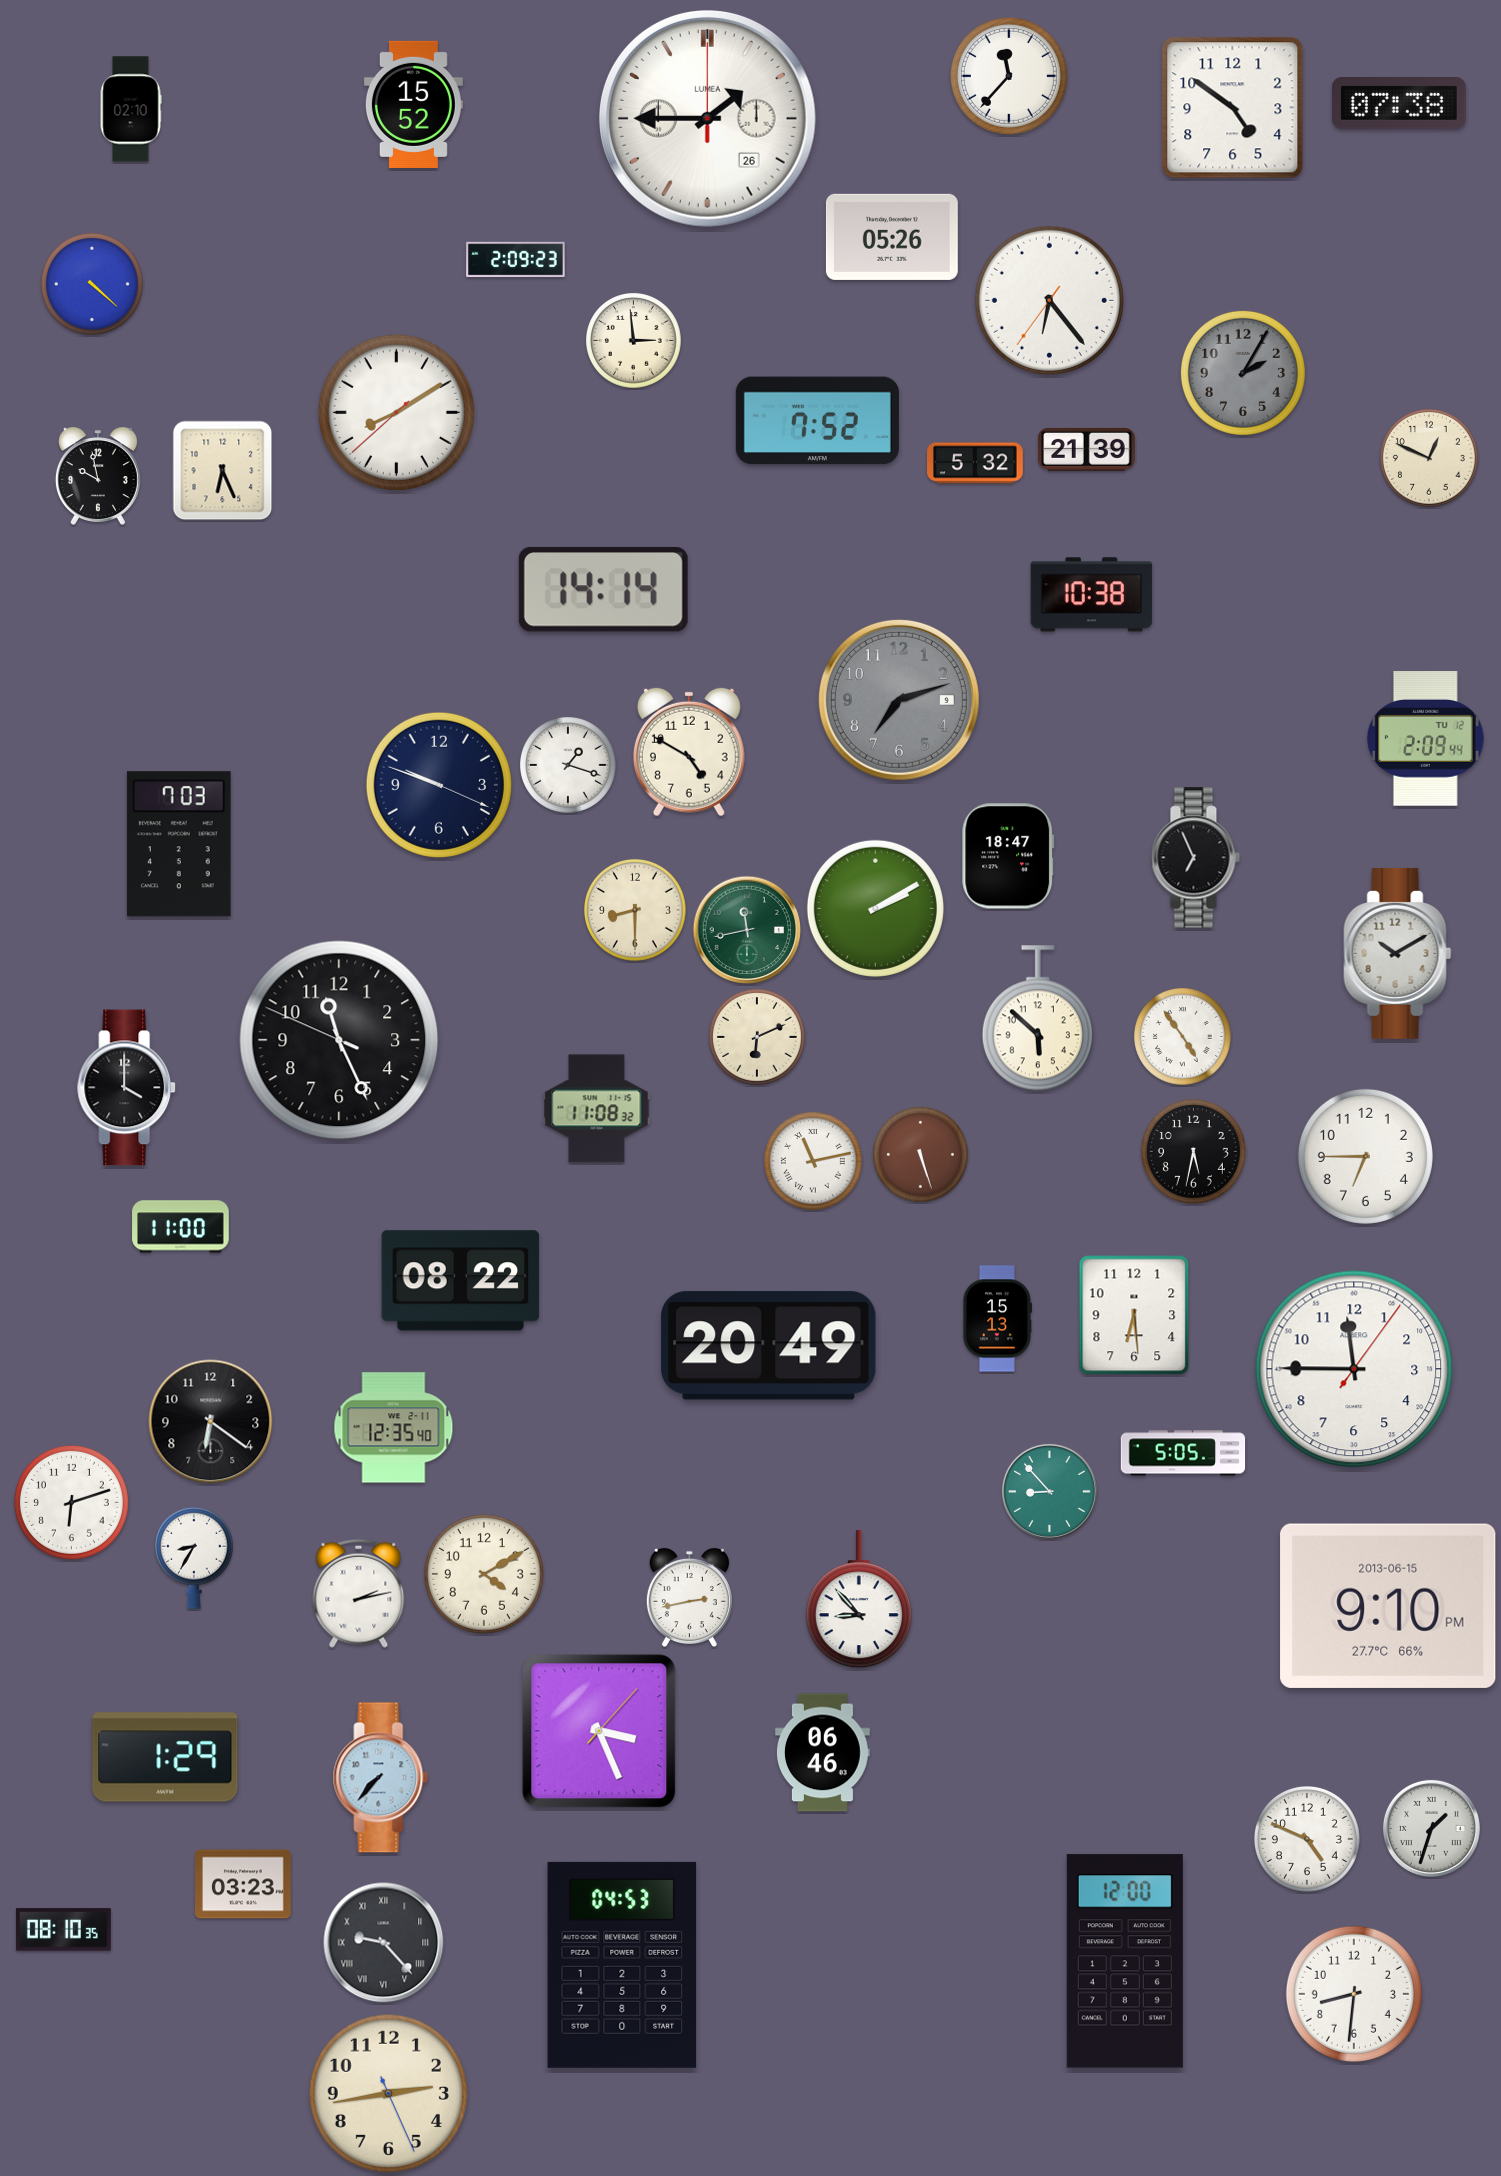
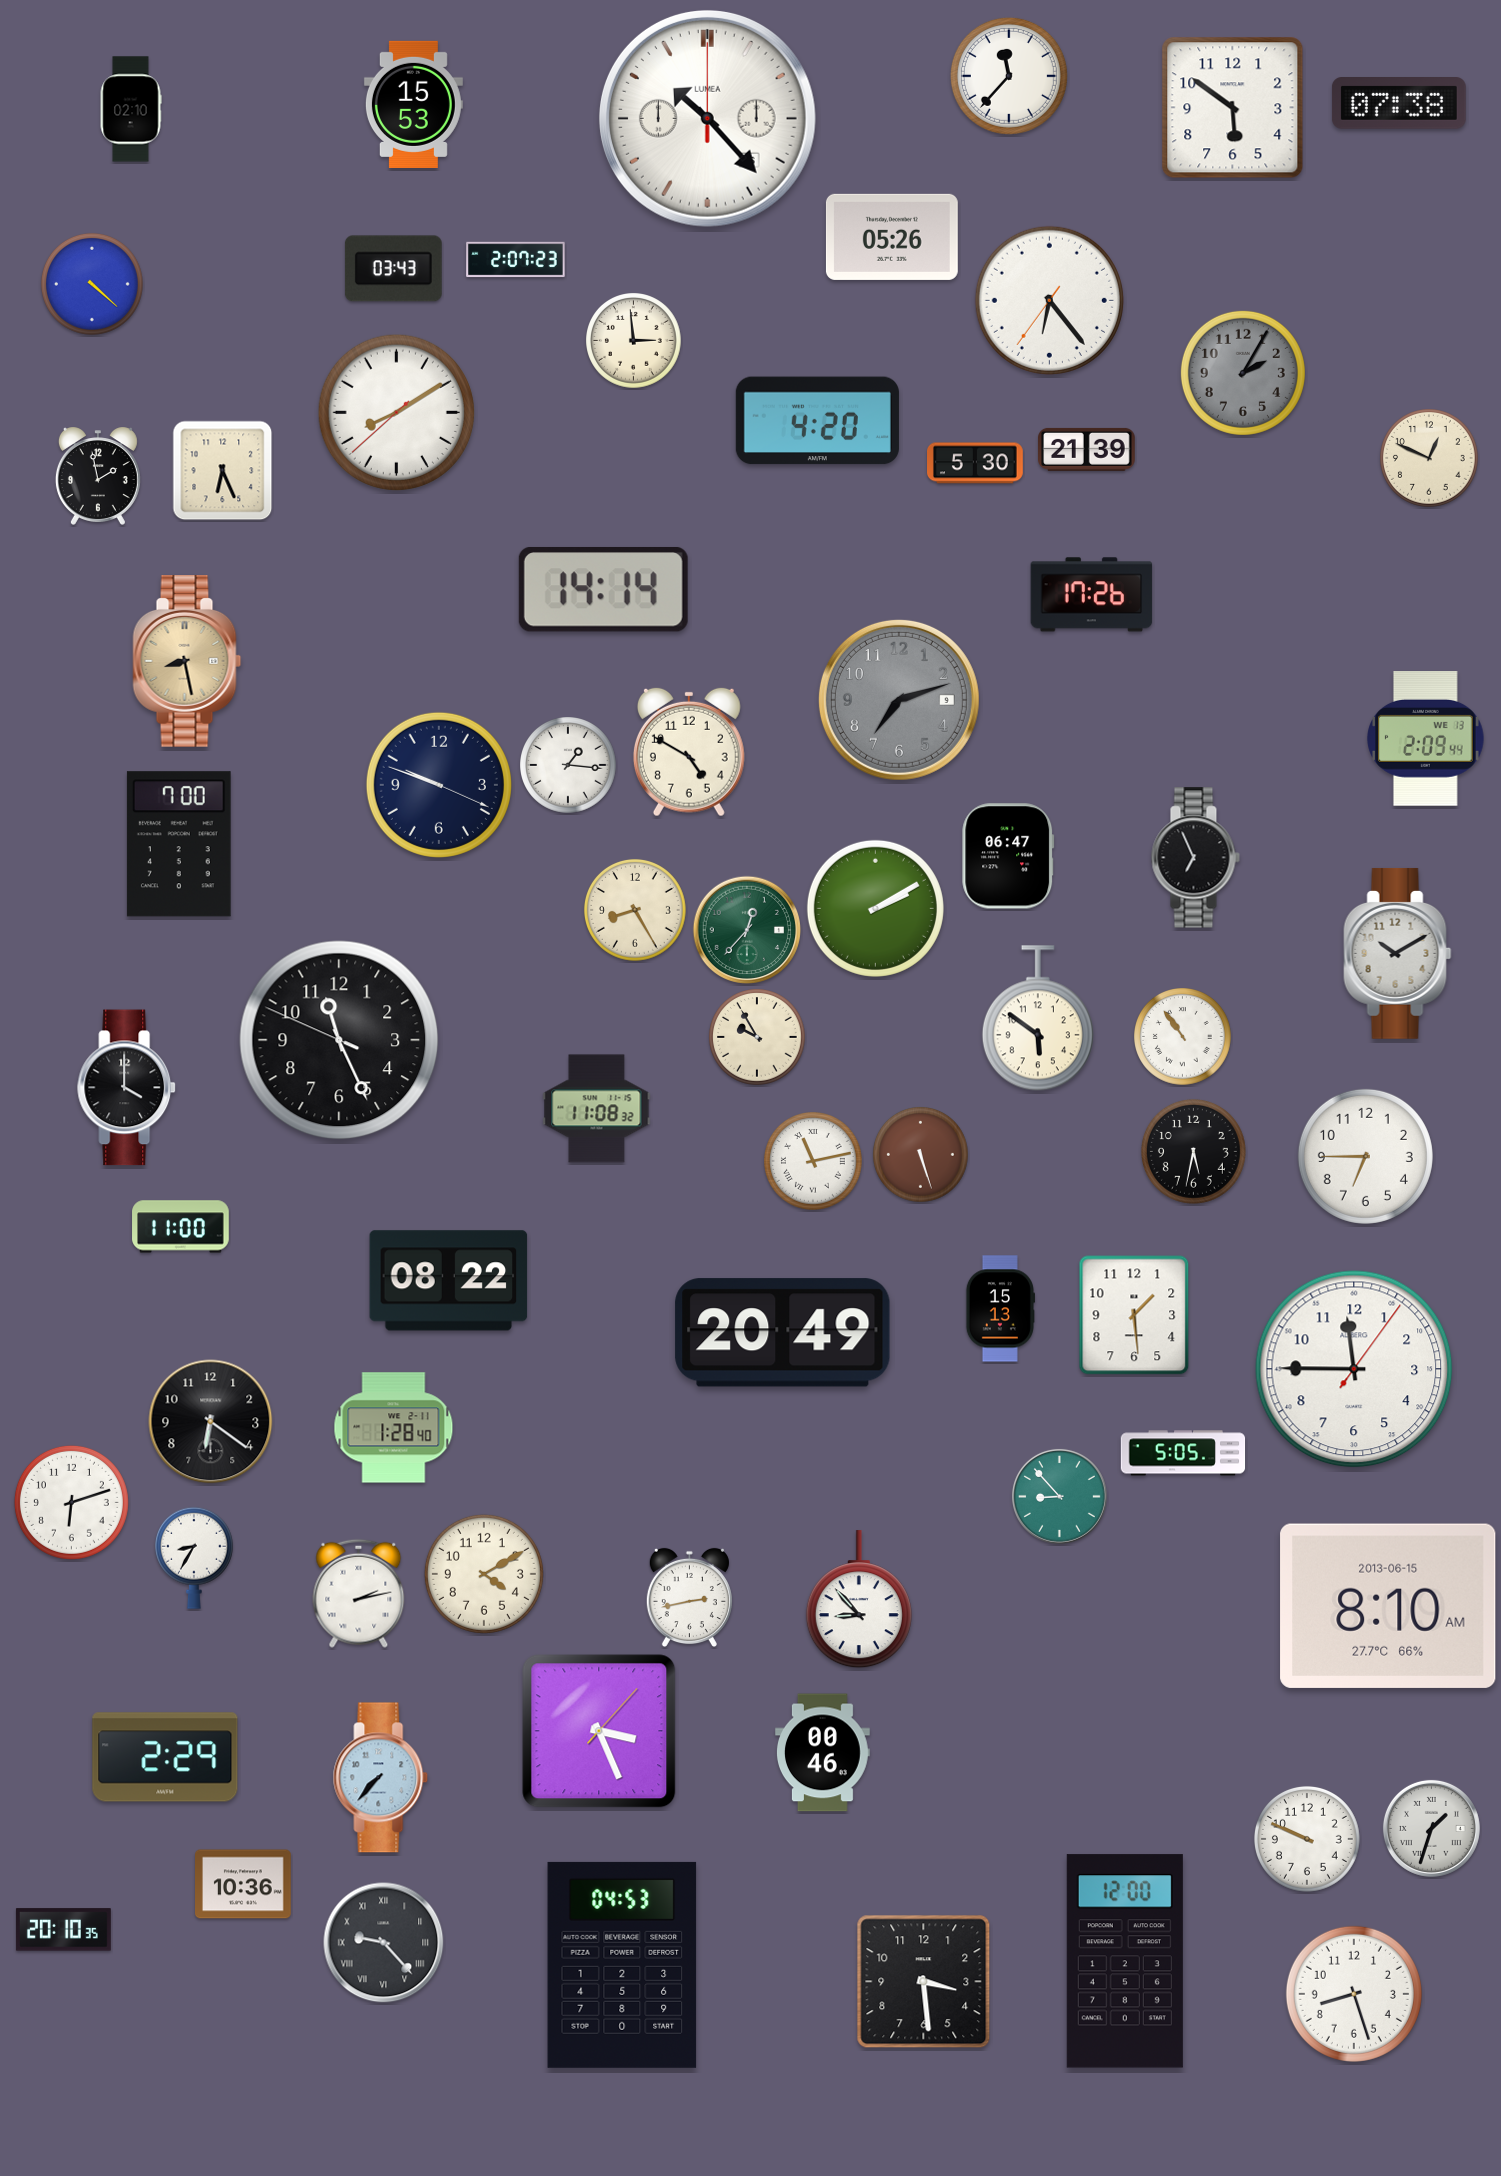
clock at (413, 104): 15:52 -> 15:53
clock at (1233, 108): 4:51 -> 5:51
clock at (707, 118): 1:45 -> 10:23
clock at (516, 260): 2:09 -> 2:07
clock at (393, 269): none -> 03:43
clock at (817, 421): 7:52 -> 4:20
clock at (976, 463): 5:32 -> 5:30
clock at (98, 476): 9:58 -> 1:58
clock at (1092, 595): 10:38 -> 17:26
clock at (187, 662): none -> 8:28
clock at (1426, 739) date: TU 12 -> WE 13
clock at (569, 766): 1:18 -> 1:16
clock at (179, 844): 7:03 -> 7:00
clock at (1008, 856): 18:47 -> 06:47
clock at (635, 910): 8:30 -> 8:25
clock at (747, 930): 11:43 -> 12:37
clock at (1038, 1018): 5:52 -> 5:51
clock at (1183, 1037): 4:54 -> 10:54
clock at (758, 1038): 6:11 -> 9:55
clock at (461, 1281) position: (461, 1281) -> (449, 1281)
clock at (1134, 1315): 6:29 -> 1:29
clock at (996, 1319) position: (996, 1319) -> (999, 1309)
clock at (769, 1346) position: (769, 1346) -> (783, 1333)
clock at (394, 1428): 12:35 -> 1:28
clock at (1049, 1491) position: (1049, 1491) -> (1059, 1496)
clock at (1388, 1606): 9:10 -> 8:10
clock at (823, 1753): 06:46 -> 00:46
clock at (165, 1757): 1:29 -> 2:29
clock at (1307, 1839): 4:49 -> 9:49
clock at (244, 1884): 03:23 -> 10:36
clock at (63, 1930): 08:10 -> 20:10
clock at (924, 1982): none -> 3:29
clock at (1354, 1994): 8:31 -> 8:27
clock at (388, 2093): 2:43 -> none
